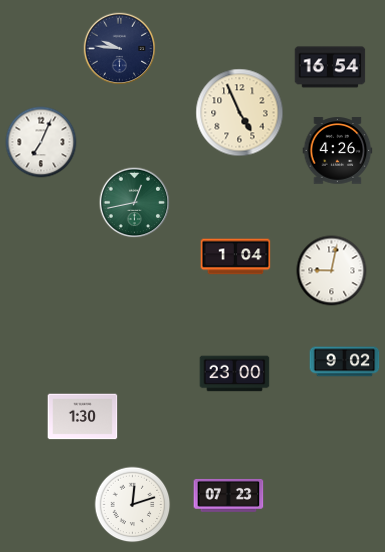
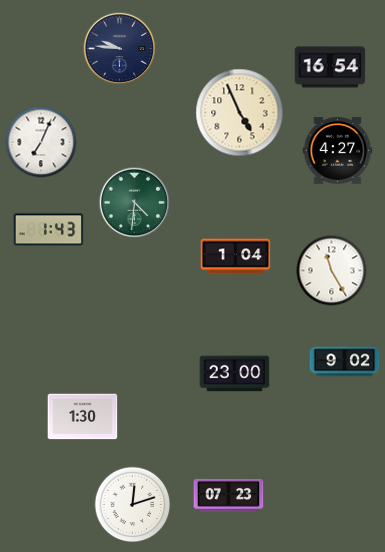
clock at (338, 151): 4:26 -> 4:27
clock at (135, 203): 12:43 -> 4:31
clock at (49, 230): none -> 1:43
clock at (332, 271): 9:02 -> 11:25
